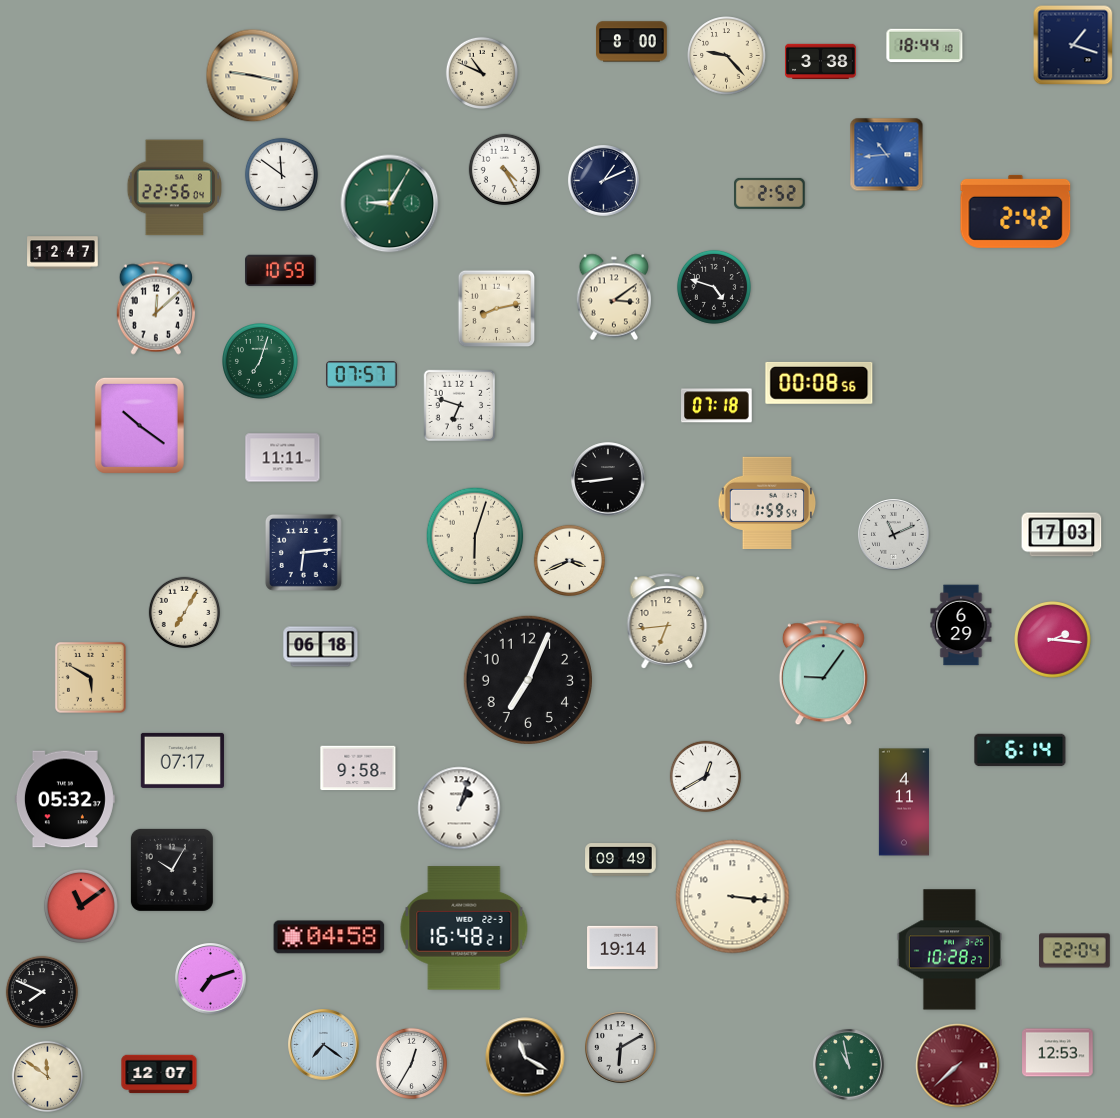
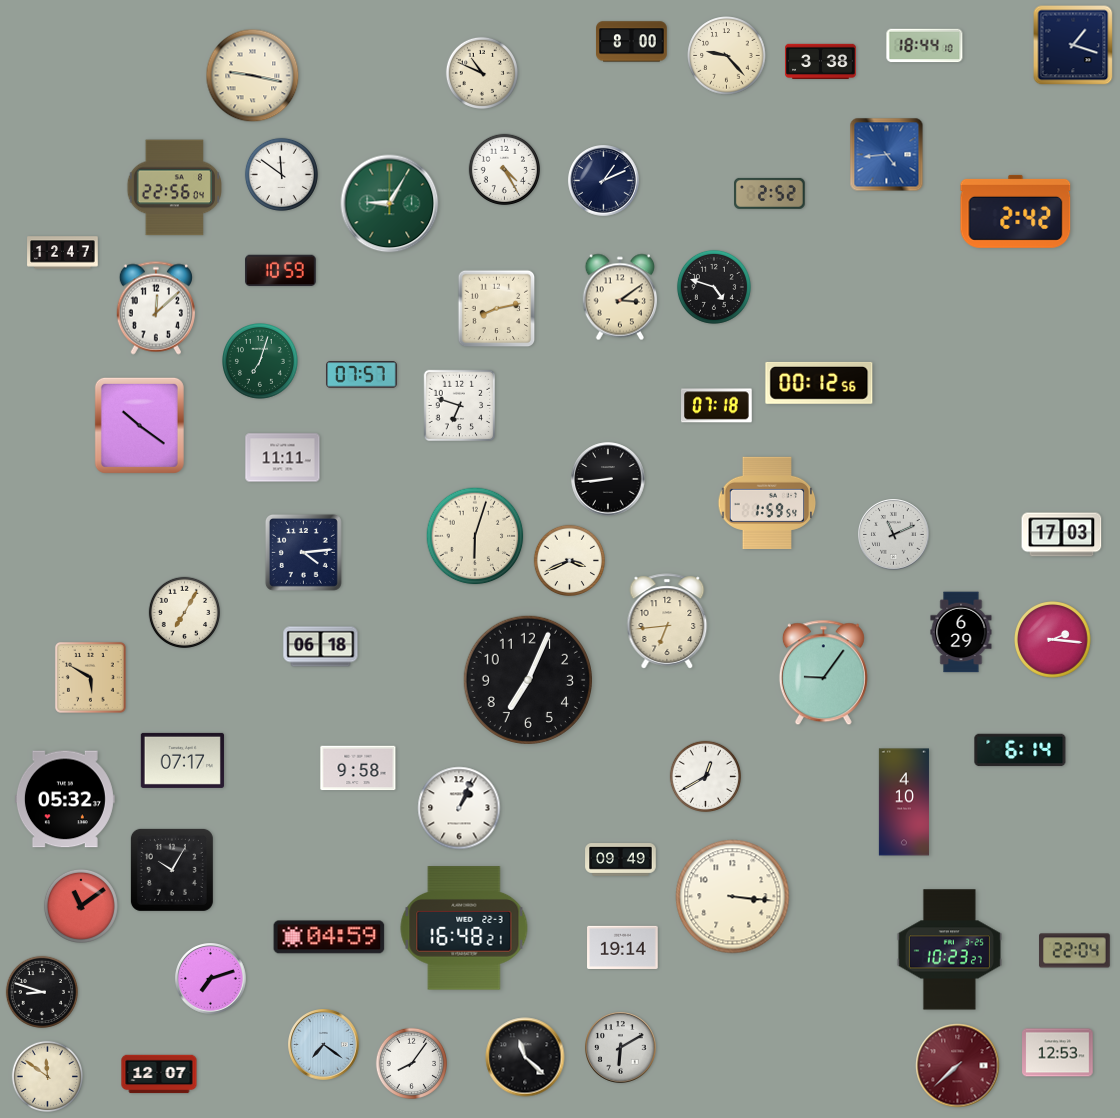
clock at (887, 155): 10:44 -> 4:44
clock at (613, 297) position: (613, 297) -> (619, 297)
clock at (819, 383): 00:08 -> 00:12
clock at (303, 552): 6:14 -> 4:14
clock at (961, 625) position: (961, 625) -> (961, 632)
clock at (904, 802): 4:11 -> 4:10
clock at (459, 808): 1:03 -> 1:04
clock at (329, 937): 04:58 -> 04:59
clock at (949, 950): 10:28 -> 10:23
clock at (42, 992): 7:49 -> 8:48
clock at (525, 1057): 11:20 -> 11:22
clock at (411, 1063): 12:35 -> 8:06
clock at (849, 1065): 10:58 -> none
